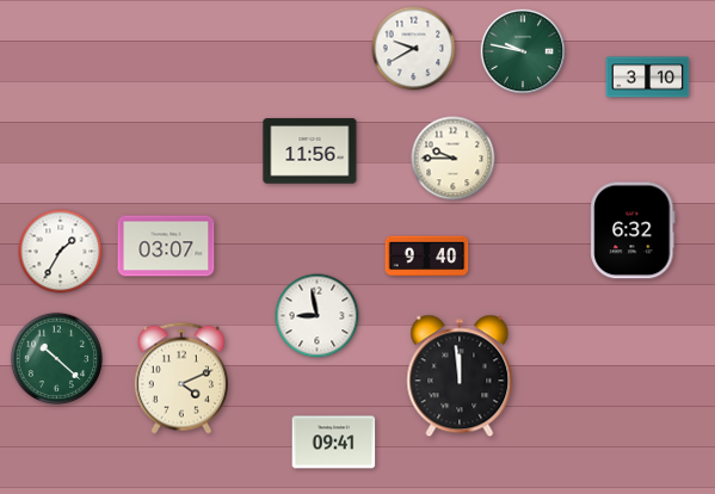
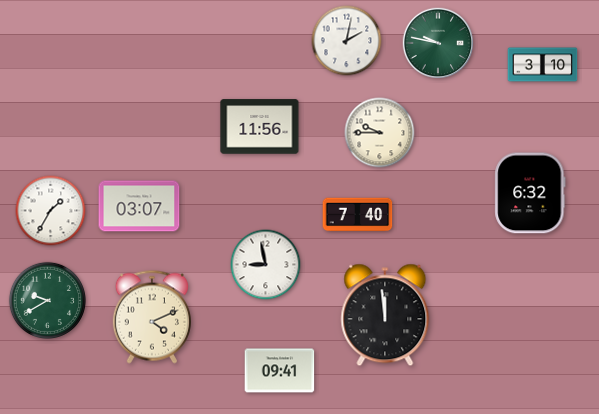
clock at (414, 49): 9:40 -> 2:02
clock at (427, 257): 9:40 -> 7:40
clock at (56, 358): 10:22 -> 9:40
